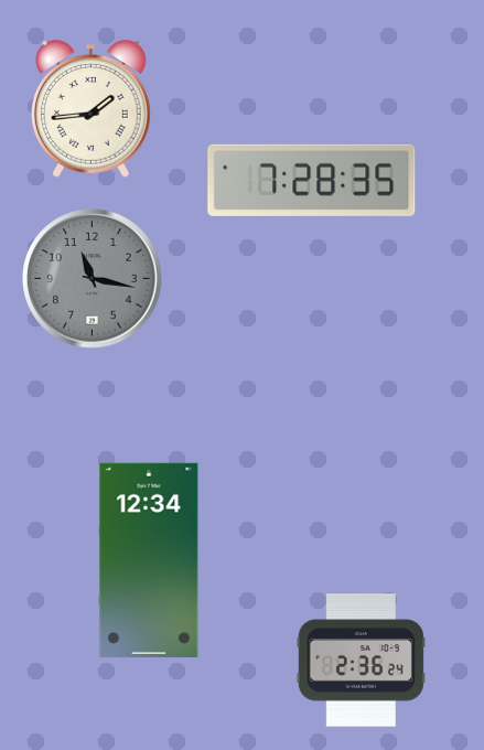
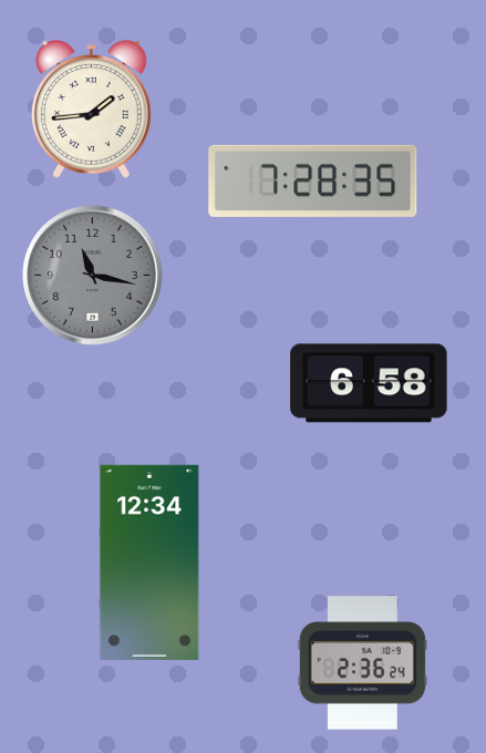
clock at (93, 279) position: (93, 279) -> (93, 276)
clock at (369, 383): none -> 6:58
